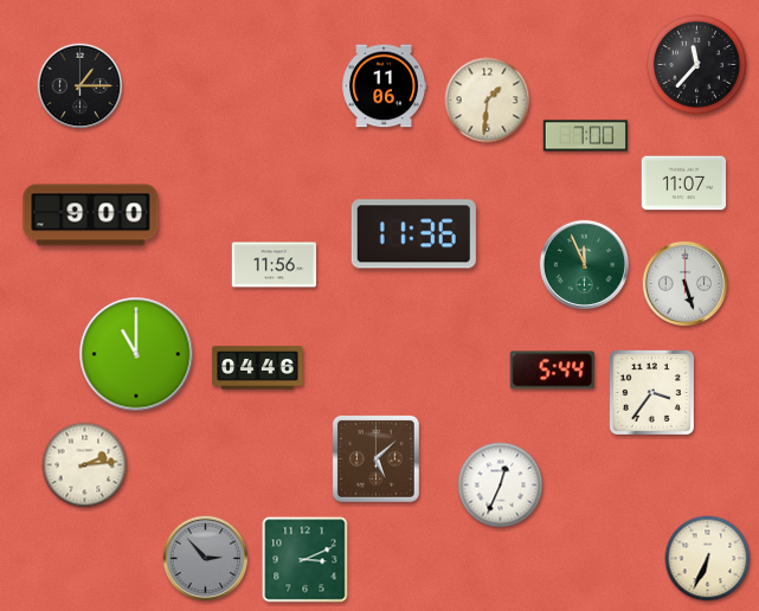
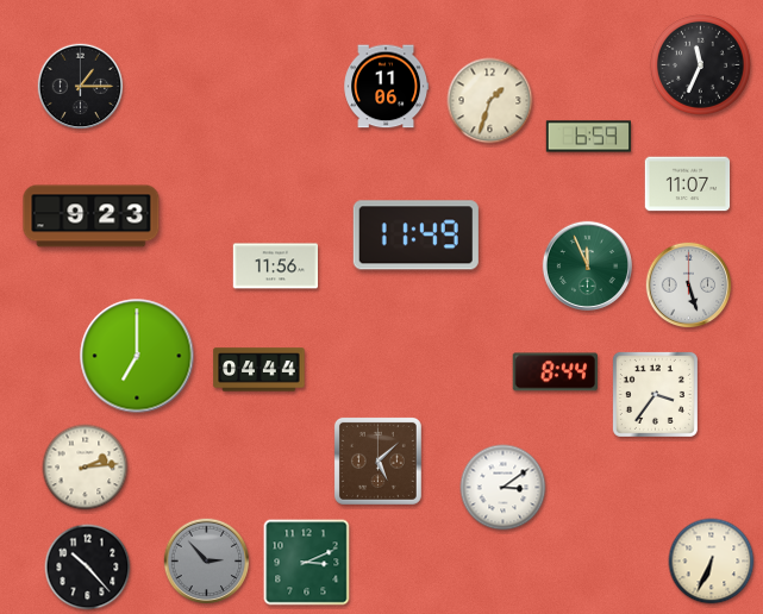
clock at (696, 64): 11:37 -> 11:34
clock at (488, 101): 1:31 -> 1:33
clock at (586, 136): 7:00 -> 6:59
clock at (91, 216): 9:00 -> 9:23
clock at (413, 234): 11:36 -> 11:49
clock at (136, 354): 11:00 -> 7:00
clock at (258, 368): 04:46 -> 04:44
clock at (552, 371): 5:44 -> 8:44
clock at (501, 485): 12:34 -> 3:09
clock at (88, 568): none -> 10:23
